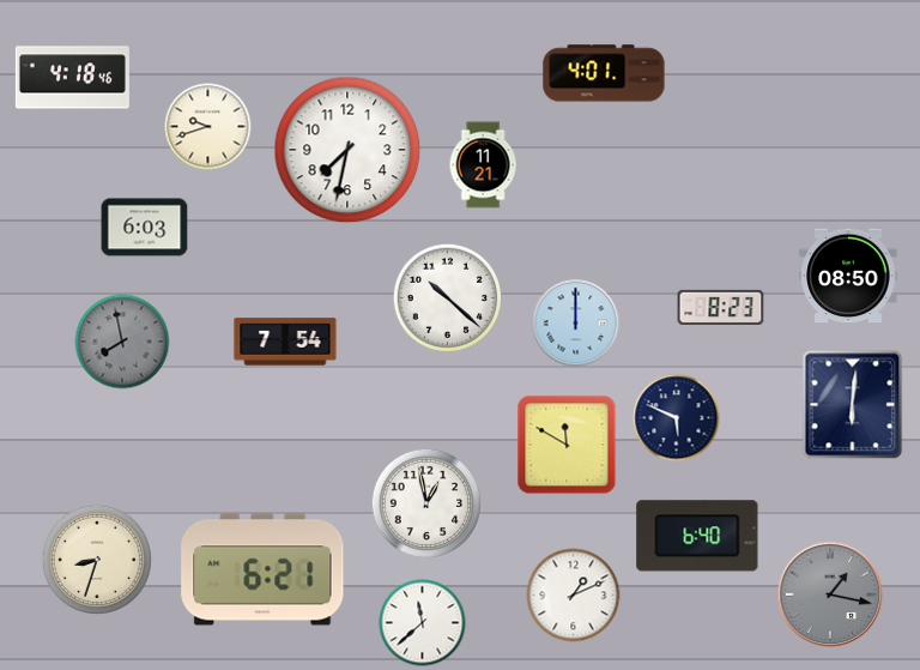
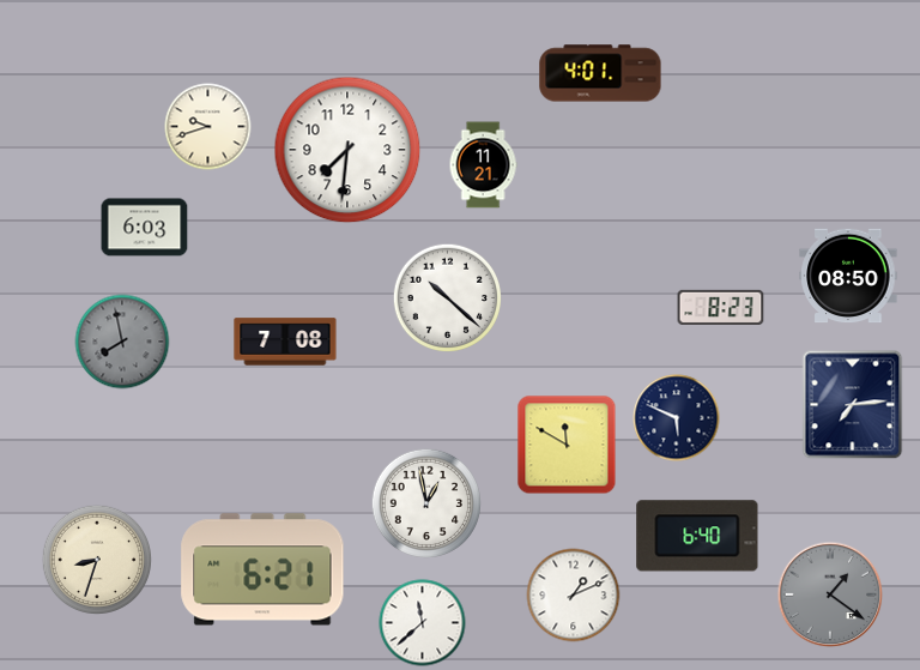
clock at (604, 73) position: (604, 73) -> (600, 73)
clock at (72, 78): 4:18 -> none
clock at (347, 150): 7:32 -> 7:31
clock at (576, 324): 12:00 -> none
clock at (285, 342): 7:54 -> 7:08
clock at (853, 405): 6:01 -> 7:14
clock at (830, 594): 1:17 -> 1:21
